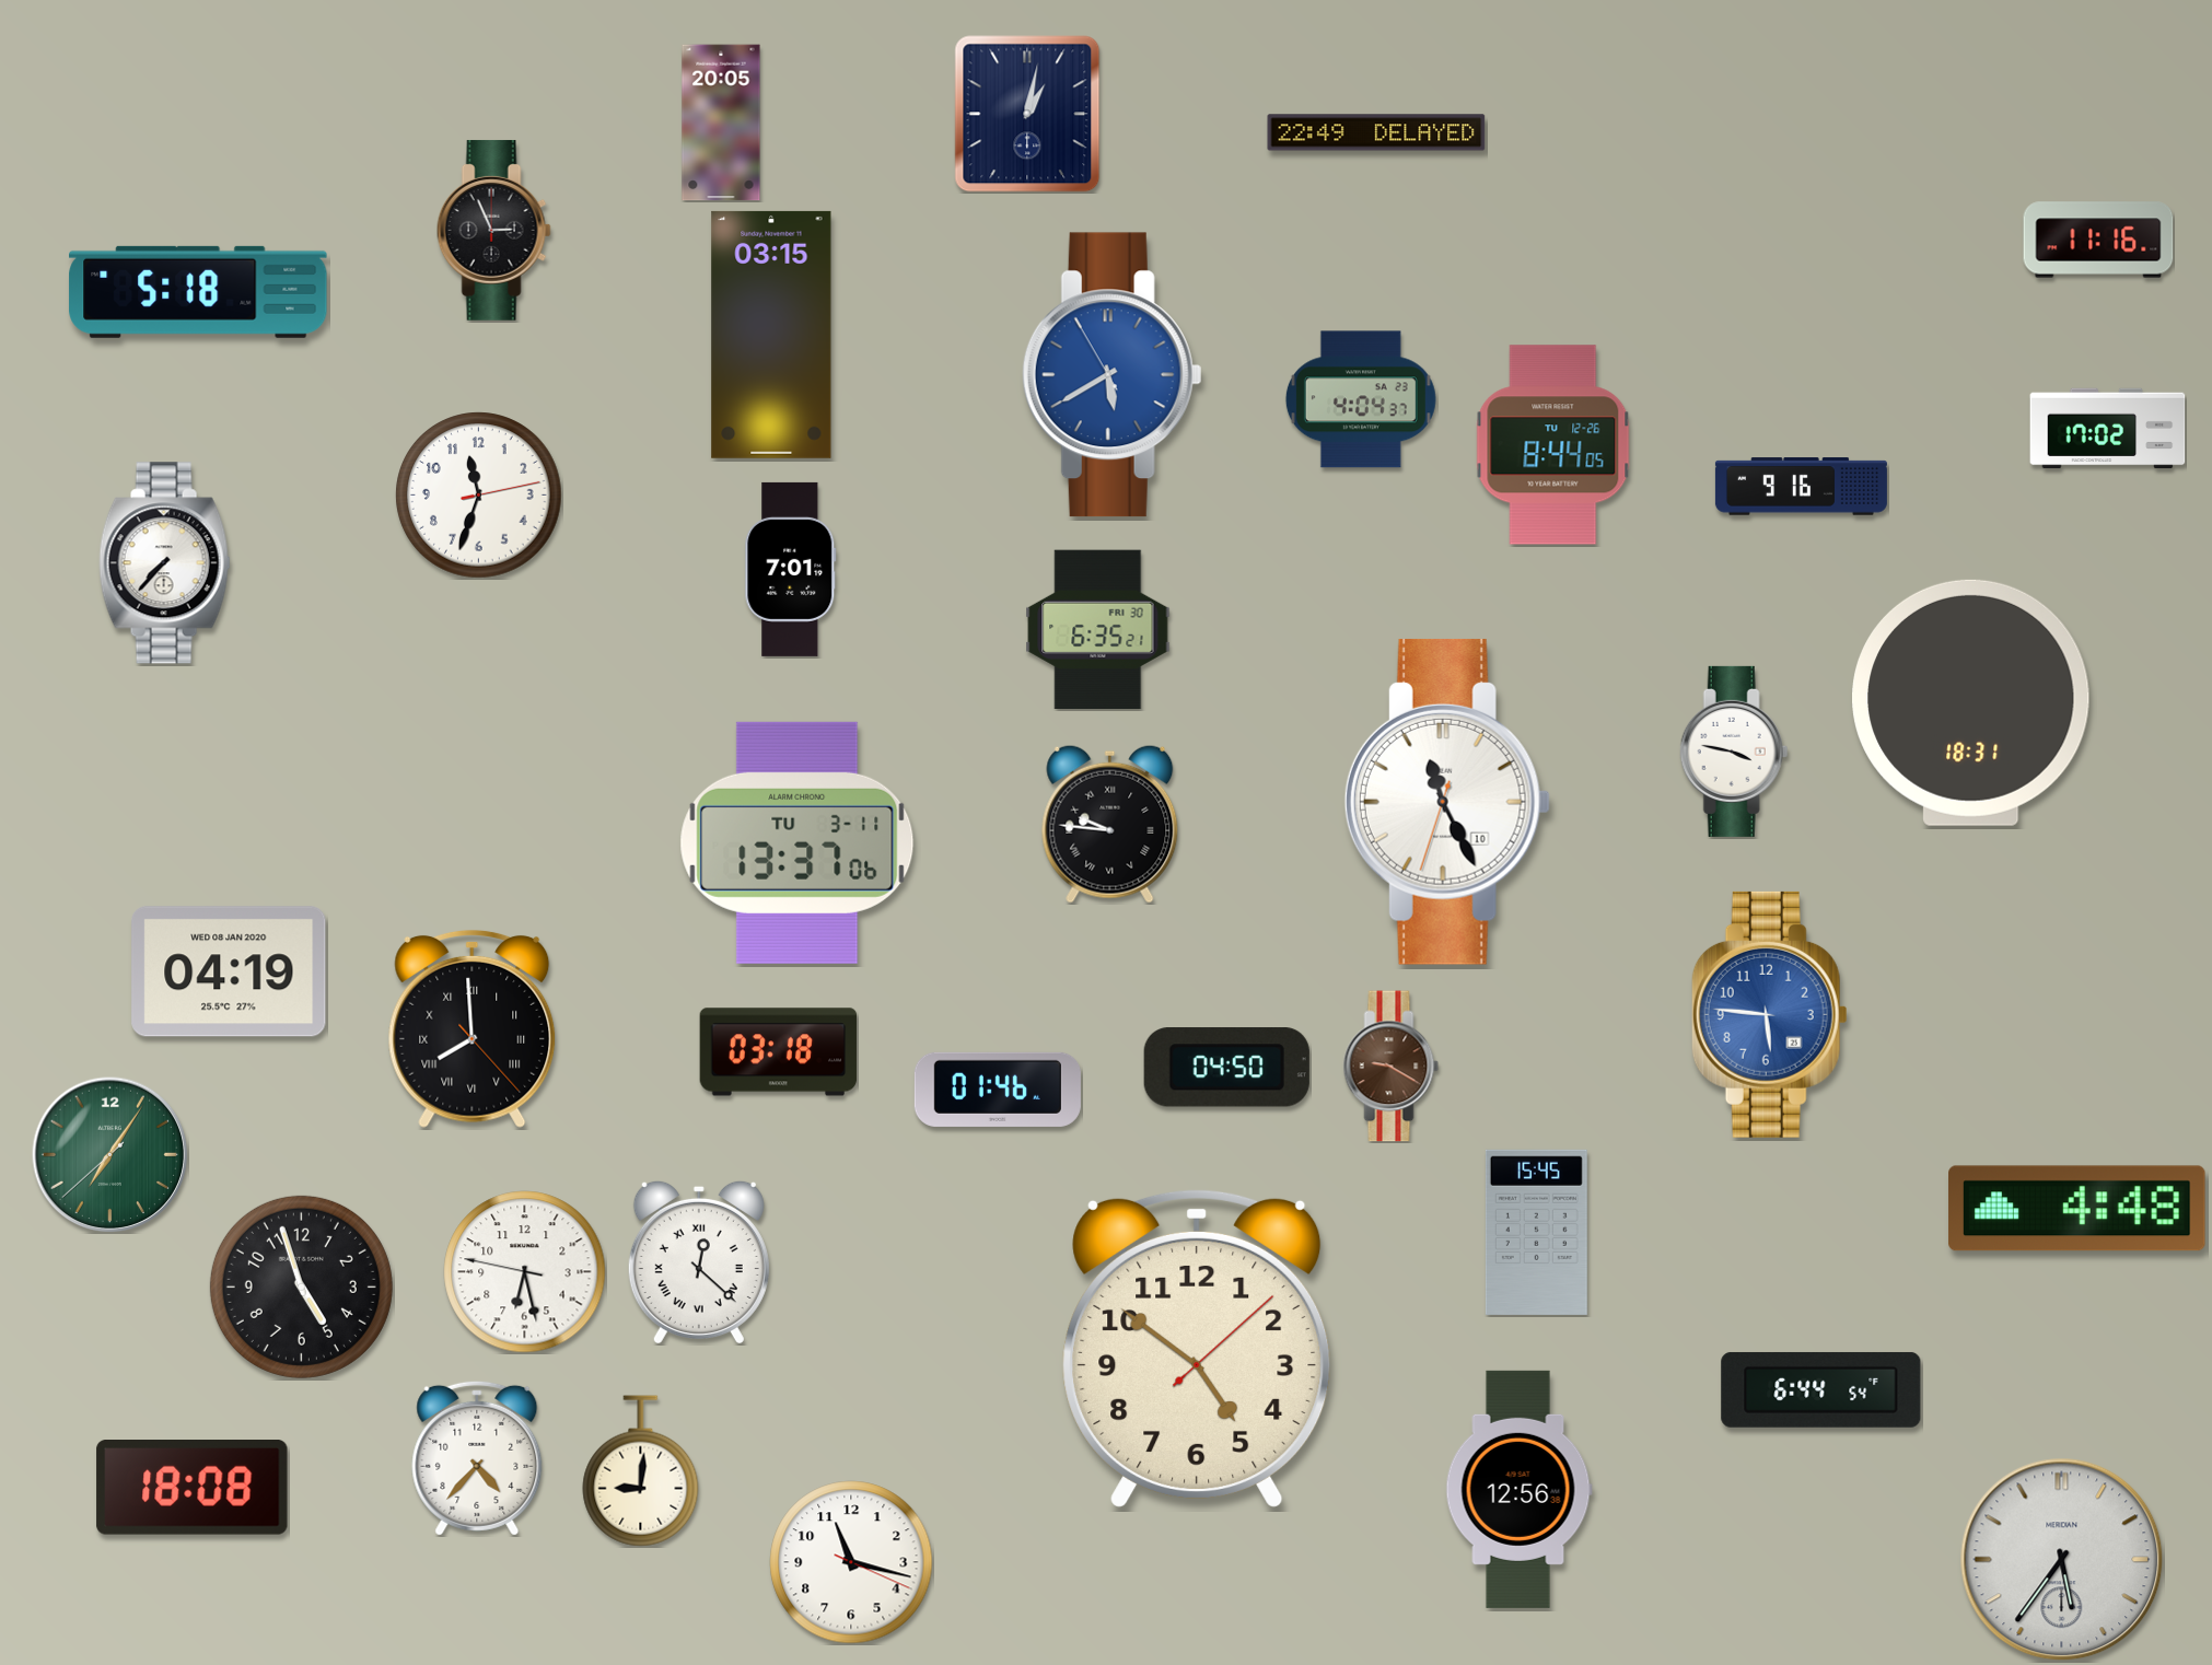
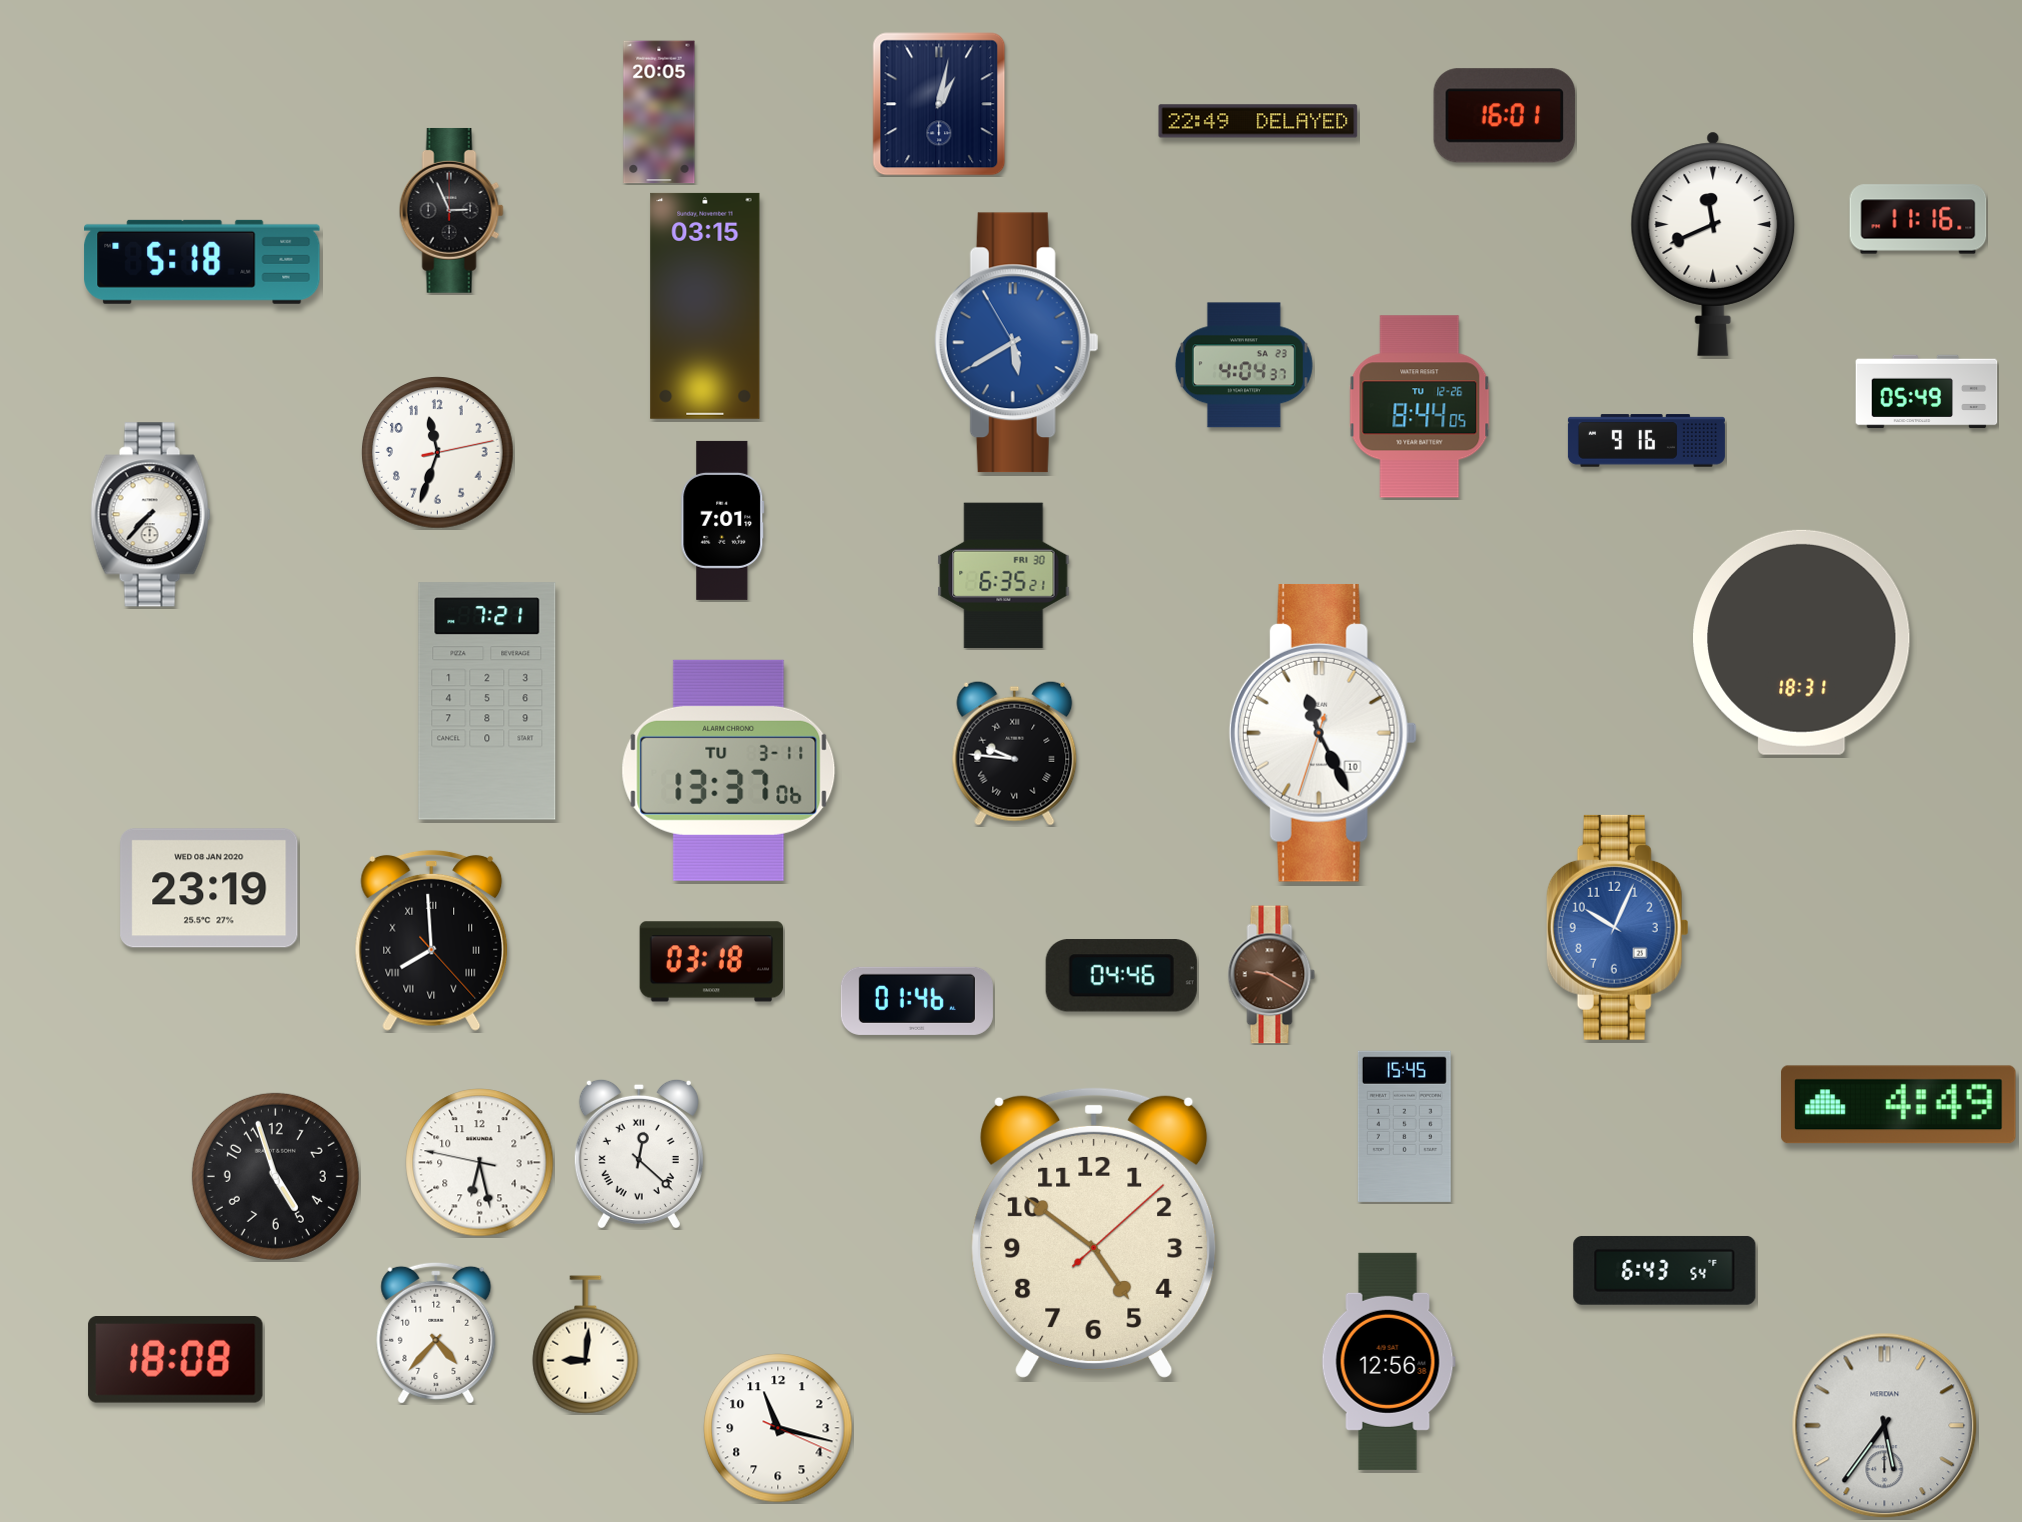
clock at (1505, 116): none -> 16:01
clock at (1713, 244): none -> 11:41
clock at (198, 292) position: (198, 292) -> (202, 262)
clock at (2108, 429): 17:02 -> 05:49
clock at (1801, 487) position: (1801, 487) -> (1646, 441)
clock at (1734, 752): 3:47 -> none
clock at (487, 701): none -> 7:21
clock at (229, 971): 04:19 -> 23:19
clock at (1769, 1014): 5:46 -> 10:04
clock at (1226, 1068): 04:50 -> 04:46
clock at (998, 1090) position: (998, 1090) -> (917, 1001)
clock at (109, 1154): 7:05 -> none
clock at (2077, 1209): 4:48 -> 4:49
clock at (1821, 1389): 6:44 -> 6:43
